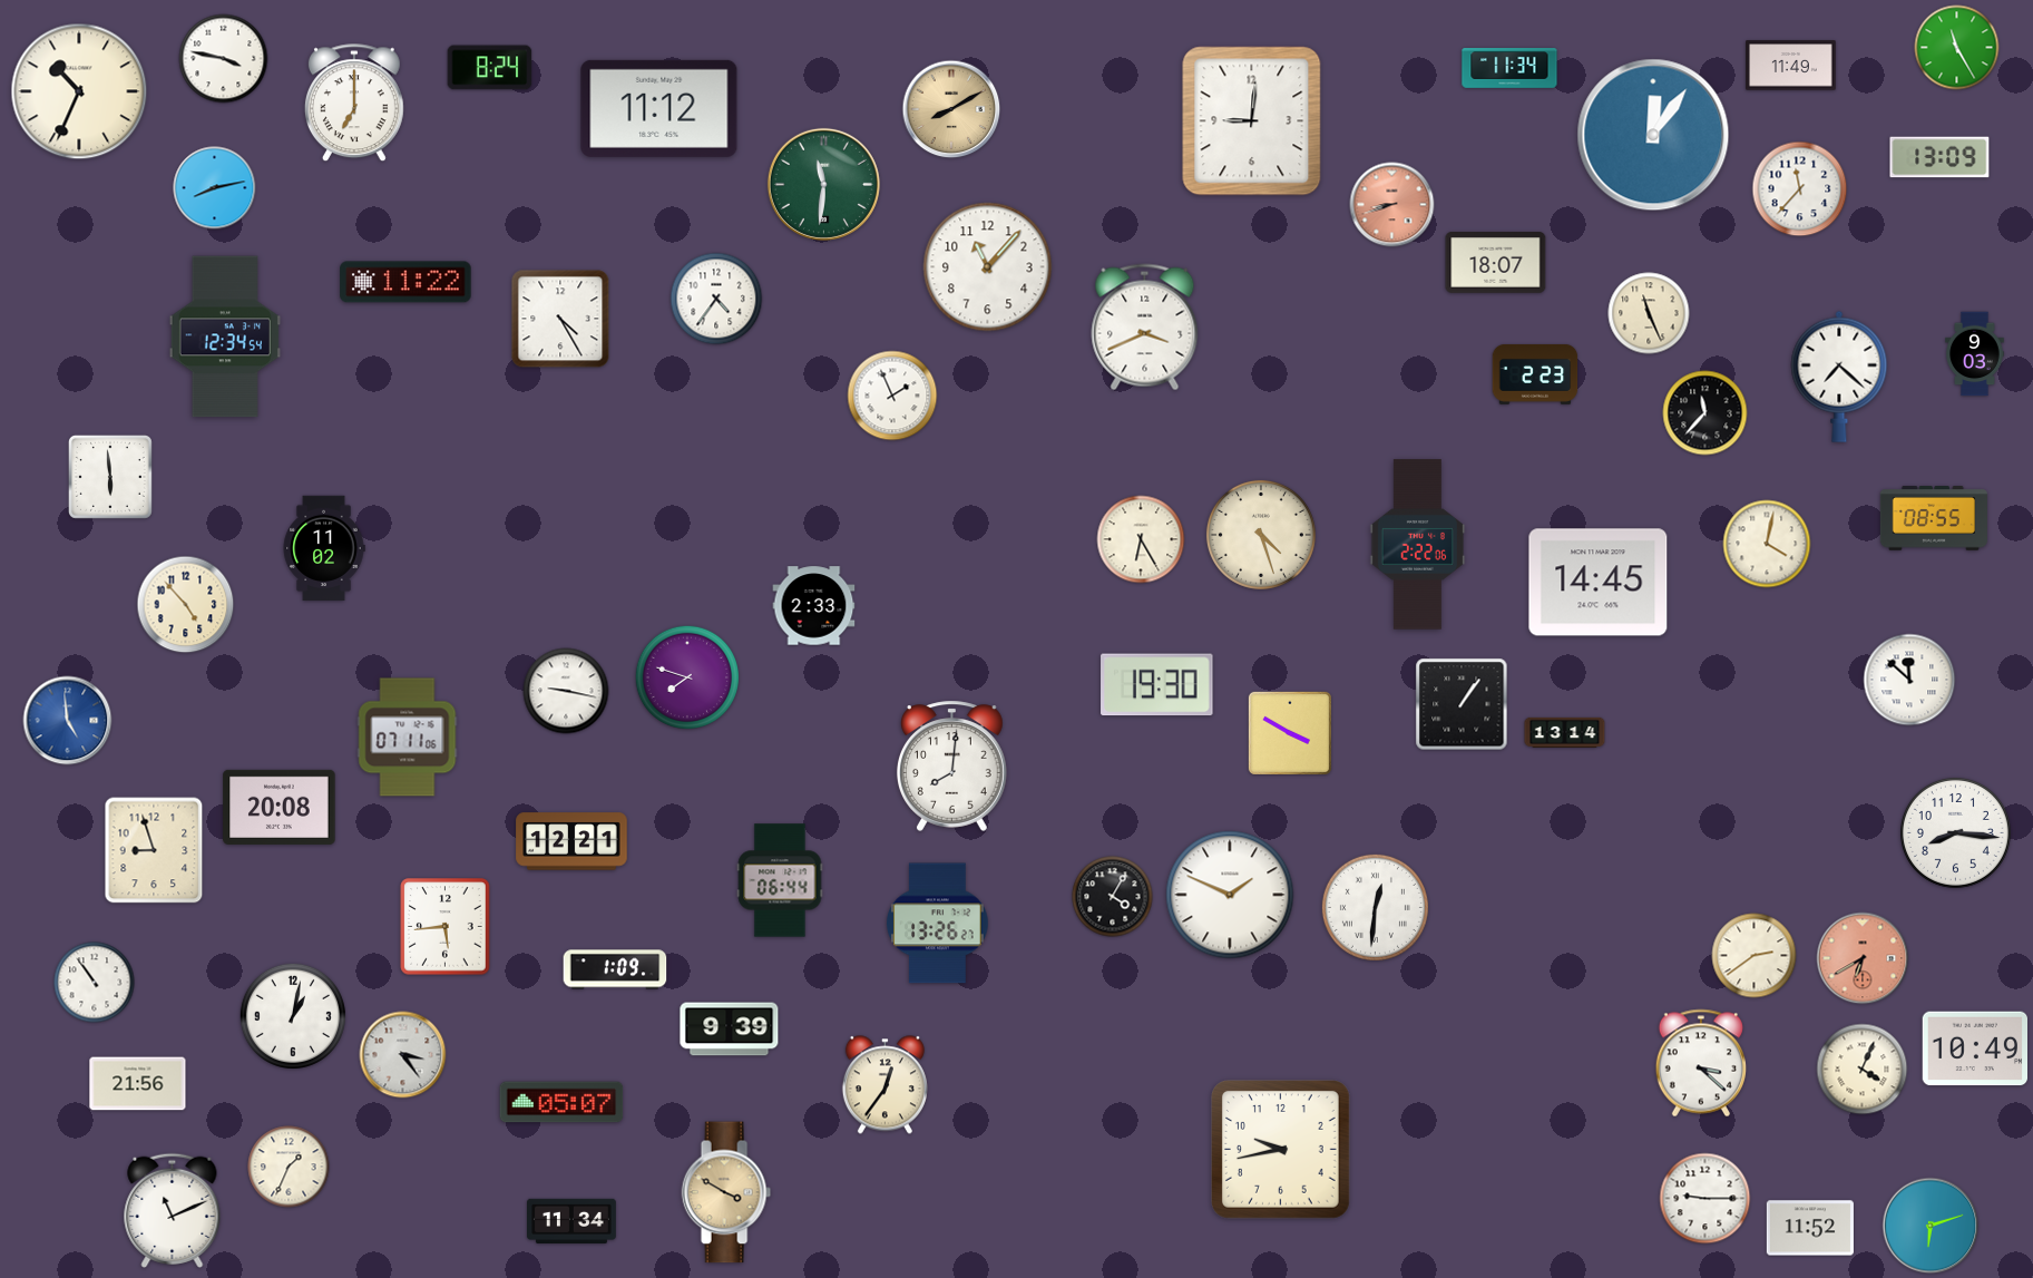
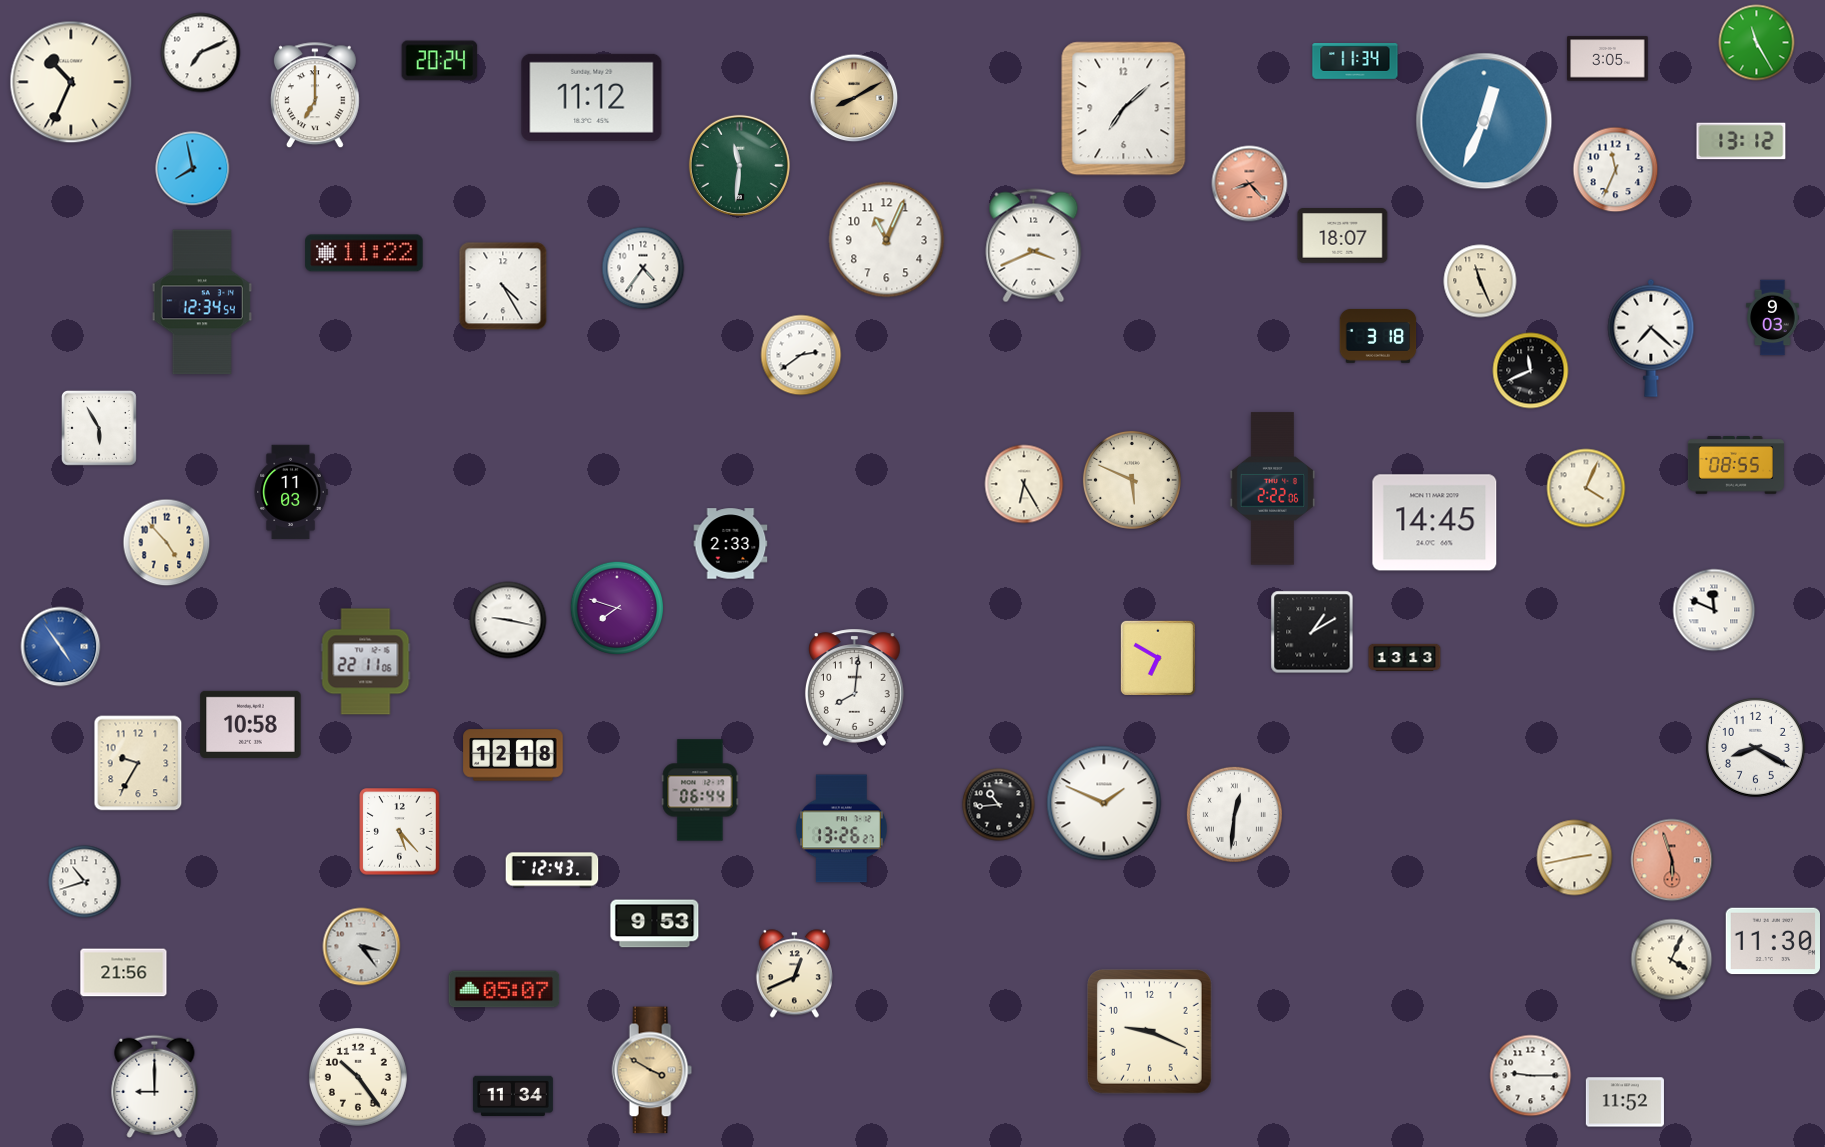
clock at (224, 59): 3:47 -> 7:11
clock at (1791, 66): 11:49 -> 3:05
clock at (490, 68): 8:24 -> 20:24
clock at (354, 104) position: (354, 104) -> (315, 96)
clock at (1252, 121): 9:01 -> 7:08
clock at (1653, 135): 12:06 -> 12:34
clock at (1939, 157): 13:09 -> 13:12
clock at (215, 188): 8:13 -> 7:58
clock at (1800, 189): 11:37 -> 11:34
clock at (1392, 205): 8:42 -> 8:23
clock at (988, 267): 11:07 -> 11:04
clock at (1145, 328) position: (1145, 328) -> (1034, 246)
clock at (1535, 374): 2:23 -> 3:18
clock at (892, 396): 1:56 -> 2:39
clock at (1705, 413): 11:37 -> 11:41
clock at (110, 477): 5:59 -> 5:55
clock at (1261, 535): 4:27 -> 5:49
clock at (1767, 544): 4:02 -> 4:04
clock at (324, 548): 11:02 -> 11:03
clock at (1909, 680): 11:52 -> 11:49
clock at (1157, 685): 19:30 -> none
clock at (1462, 704): 1:06 -> 1:10
clock at (68, 721): 4:59 -> 4:54
clock at (1565, 732): 13:14 -> 13:13
clock at (1290, 733): 3:50 -> 6:50
clock at (408, 738): 07:11 -> 22:11
clock at (280, 807): 20:08 -> 10:58
clock at (1955, 832): 8:16 -> 8:20
clock at (571, 841): 12:21 -> 12:18
clock at (154, 850): 8:57 -> 9:35
clock at (1113, 897): 4:05 -> 10:44
clock at (446, 927): 5:44 -> 5:23
clock at (1755, 956): 2:39 -> 2:43
clock at (1863, 958): 6:40 -> 5:57
clock at (615, 969): 1:09 -> 12:43
clock at (95, 983): 10:54 -> 10:42
clock at (293, 1016): 1:02 -> none
clock at (730, 1030): 9:39 -> 9:53
clock at (1974, 1048): 10:49 -> 11:30
clock at (1700, 1063): 3:22 -> none
clock at (884, 1085): 12:36 -> 12:41
clock at (1281, 1150): 9:43 -> 9:19
clock at (289, 1167): 1:34 -> none
clock at (358, 1077): none -> 10:24
clock at (173, 1210): 11:11 -> 9:00
clock at (1931, 1226): 6:12 -> none
